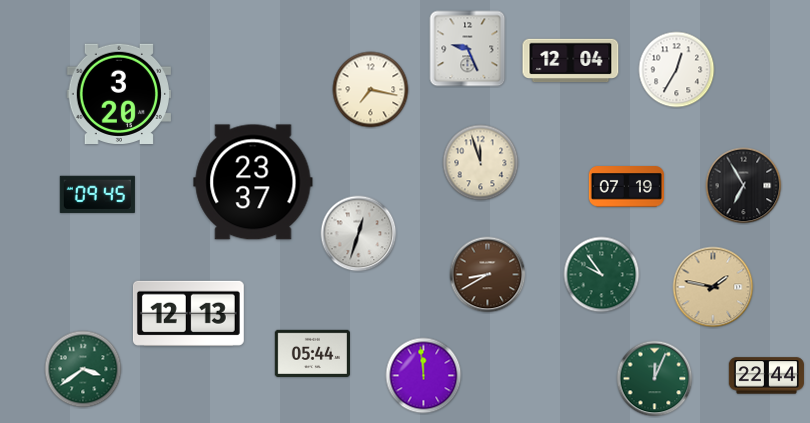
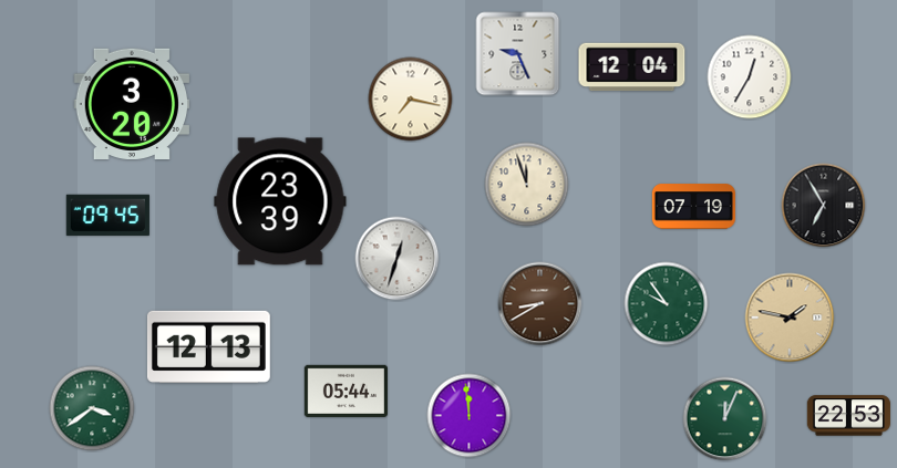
clock at (481, 163) position: (481, 163) -> (527, 185)
clock at (253, 182): 23:37 -> 23:39
clock at (766, 376): 22:44 -> 22:53
